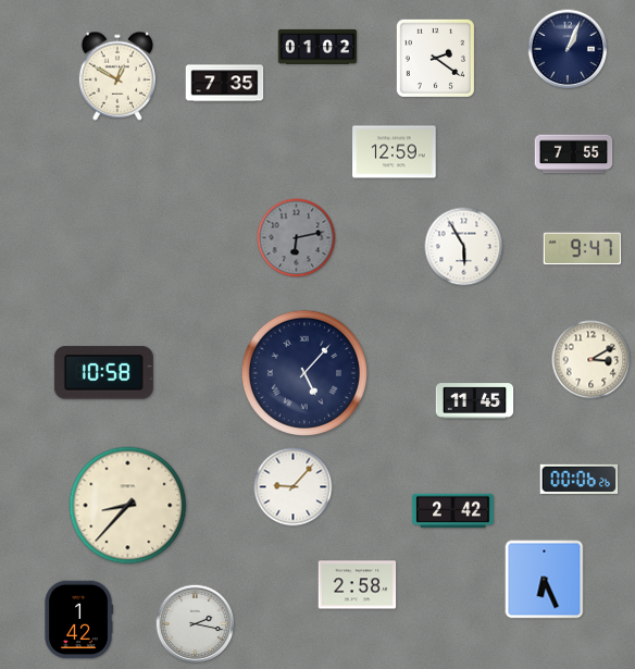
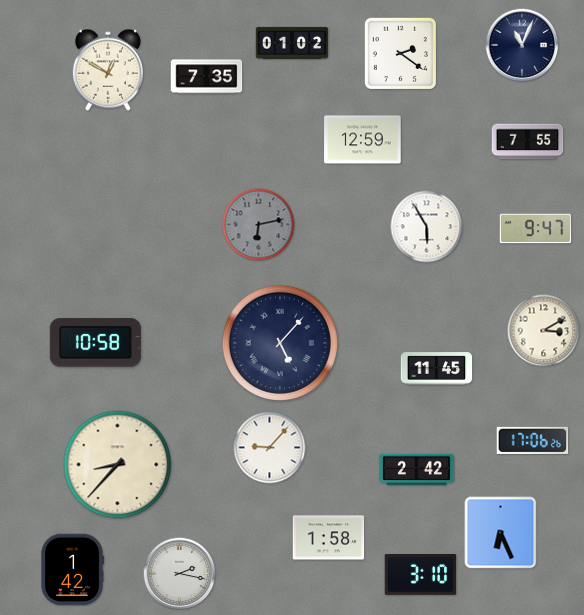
clock at (568, 49): 1:04 -> 11:04
clock at (297, 238) position: (297, 238) -> (259, 225)
clock at (580, 479): 00:06 -> 17:06
clock at (358, 585): 2:58 -> 1:58
clock at (421, 575): none -> 3:10
